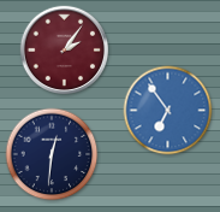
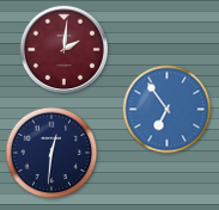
clock at (65, 51): 2:06 -> 2:01
